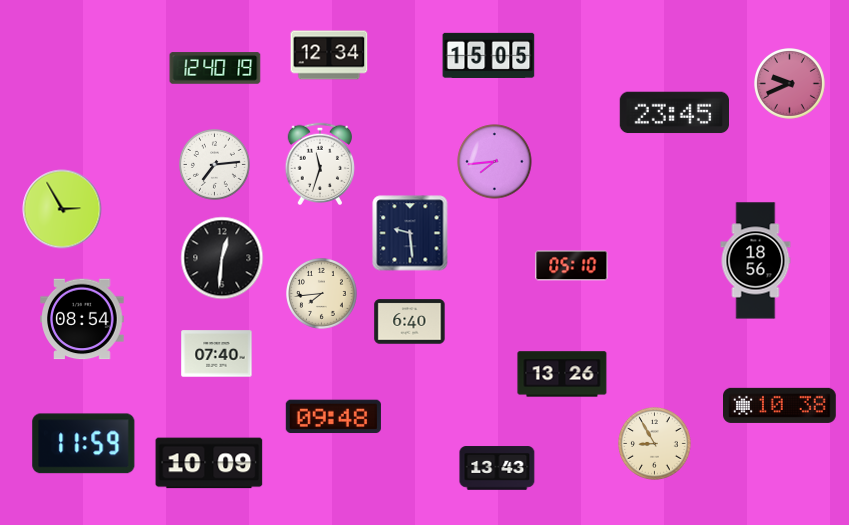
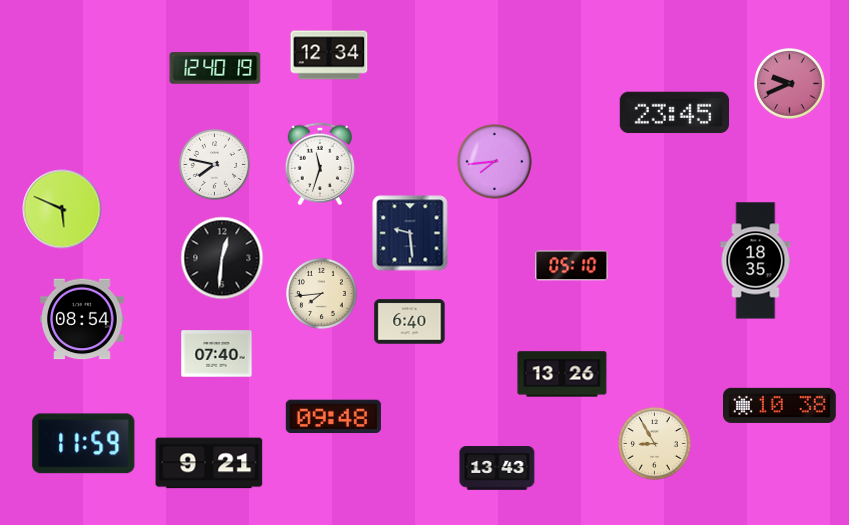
clock at (489, 55): 15:05 -> none
clock at (215, 165): 7:14 -> 7:47
clock at (62, 209): 2:55 -> 5:49
clock at (756, 261): 18:56 -> 18:35
clock at (209, 463): 10:09 -> 9:21
